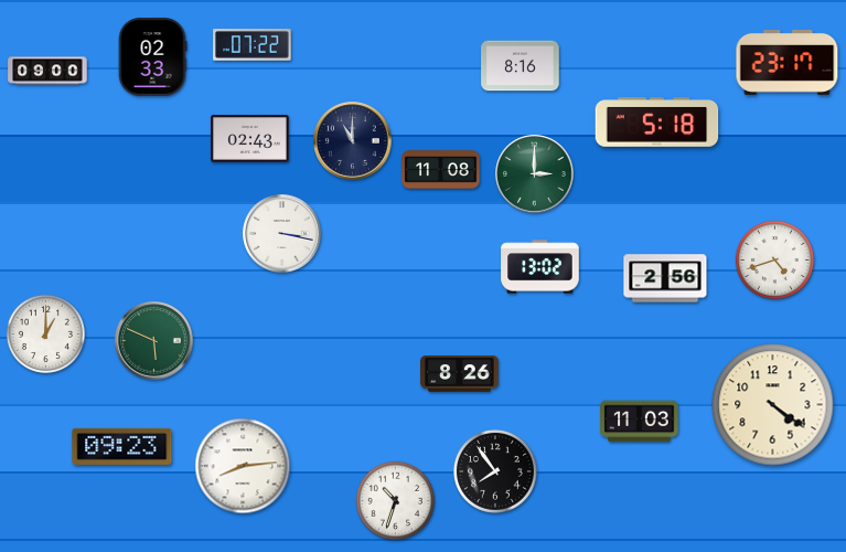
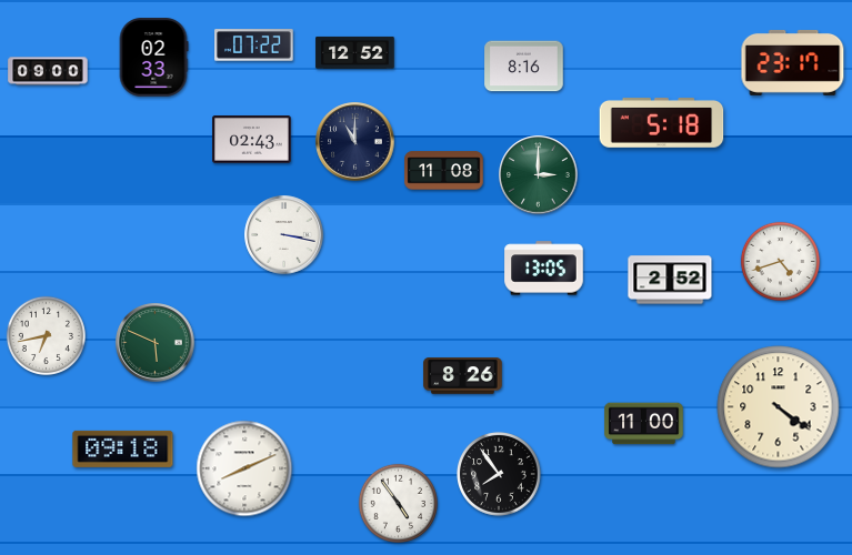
clock at (355, 52): none -> 12:52
clock at (540, 267): 13:02 -> 13:05
clock at (665, 278): 2:56 -> 2:52
clock at (45, 333): 1:00 -> 6:43
clock at (640, 422): 11:03 -> 11:00
clock at (122, 446): 09:23 -> 09:18
clock at (243, 466): 8:14 -> 8:11
clock at (395, 500): 10:33 -> 4:54
